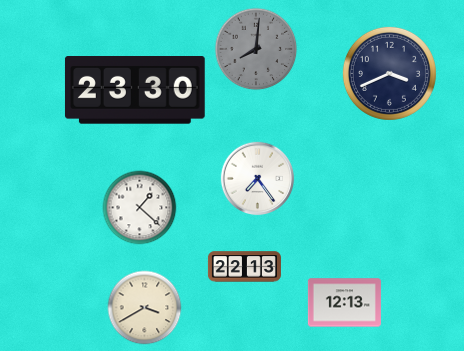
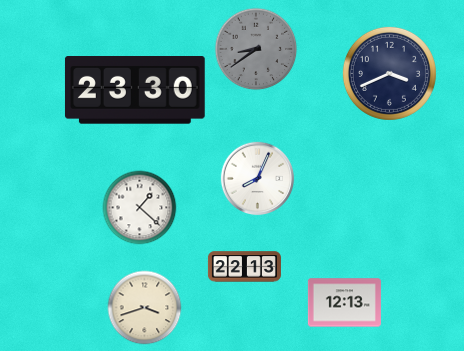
clock at (256, 49): 8:01 -> 8:39
clock at (258, 179): 7:24 -> 8:04
clock at (145, 308): 3:40 -> 3:42
